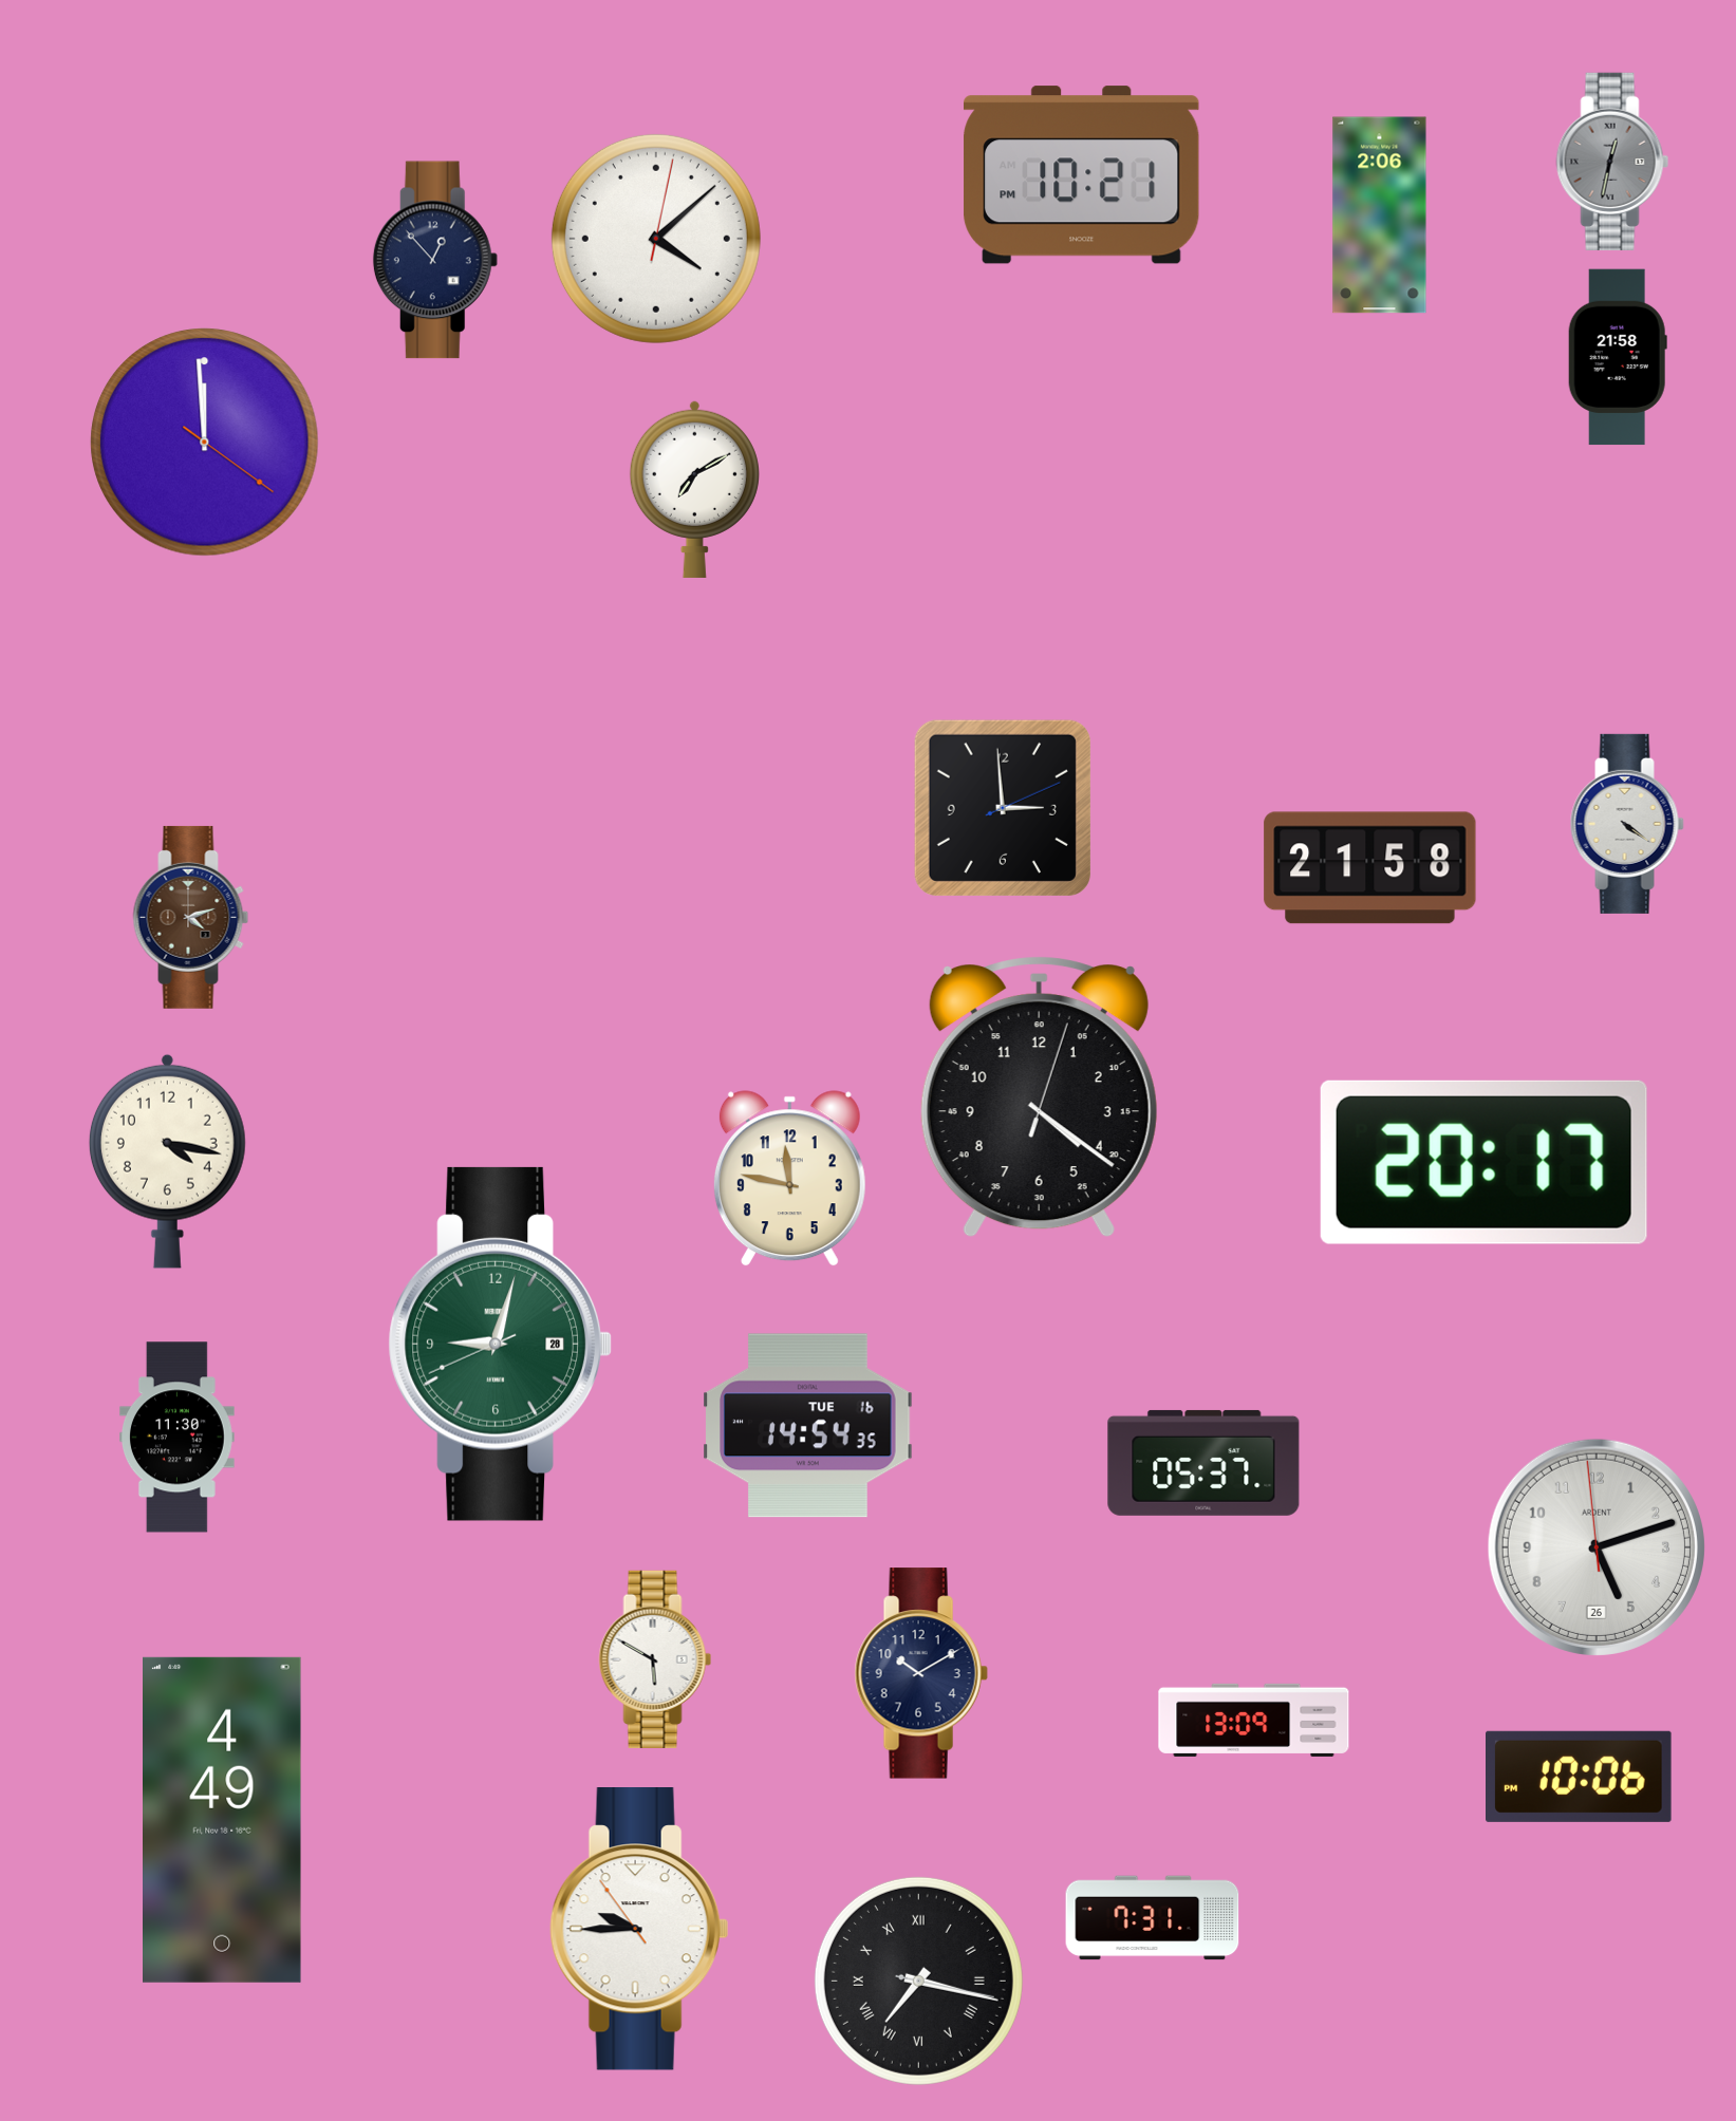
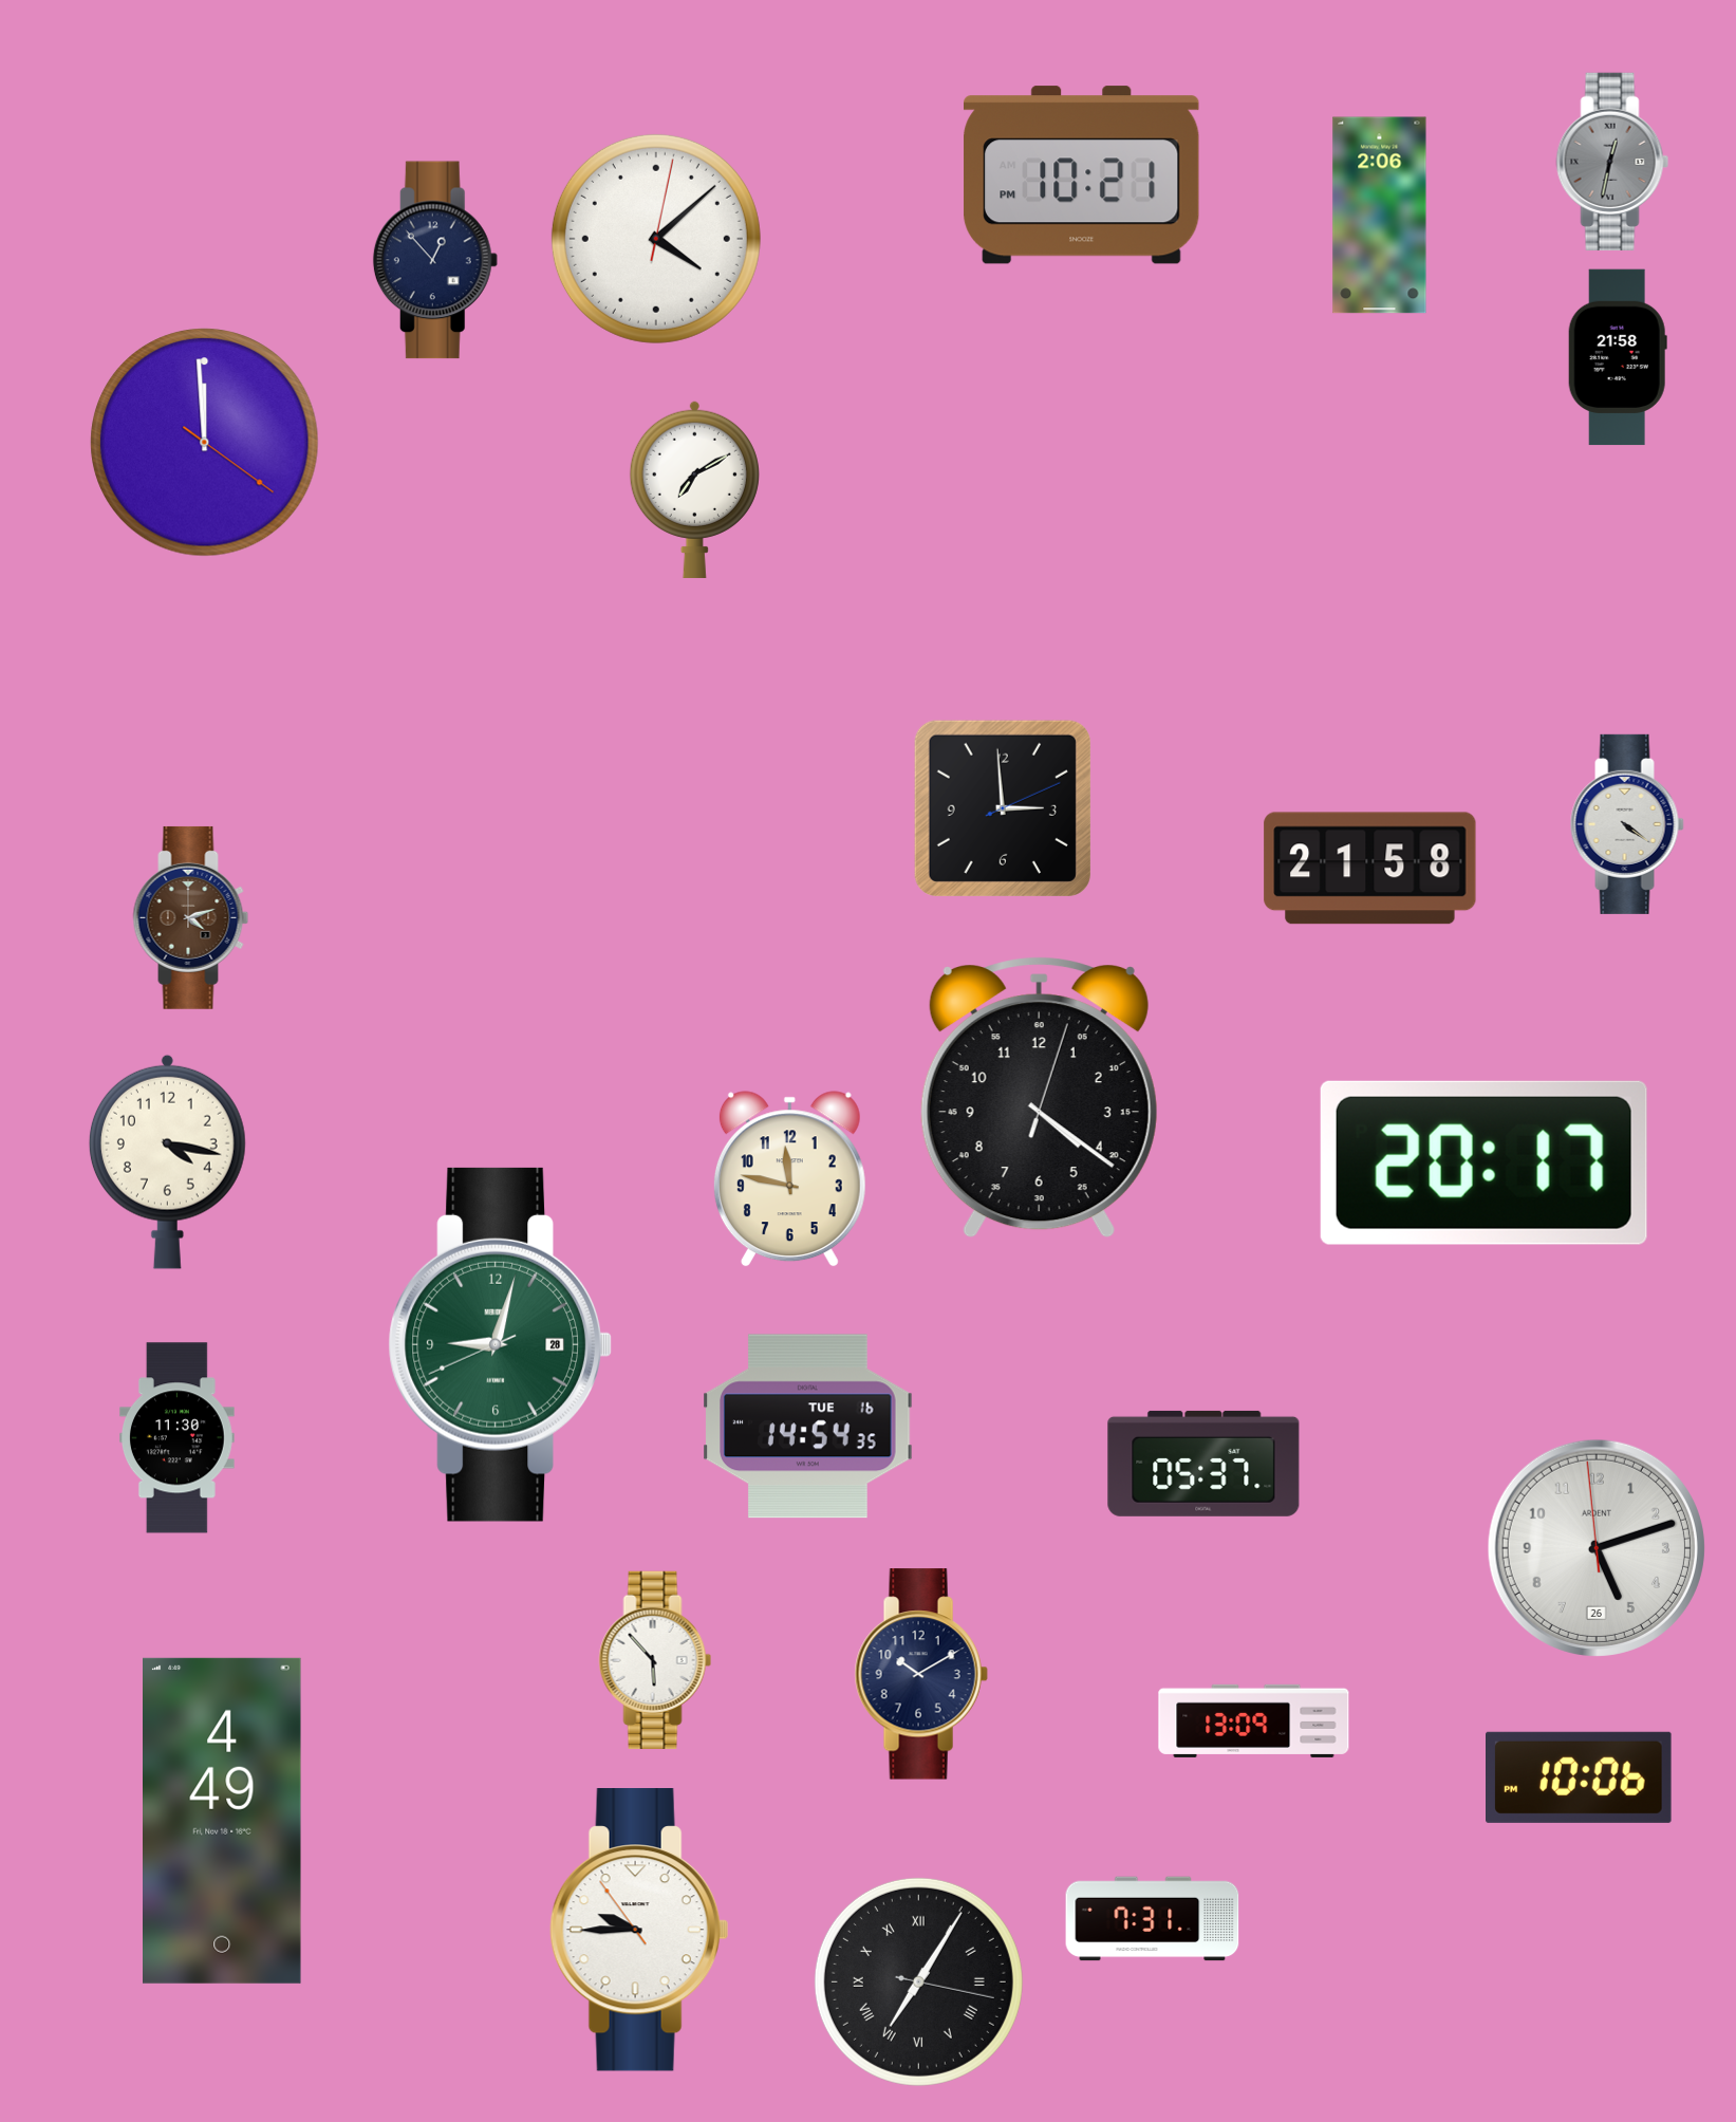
clock at (655, 1659): 5:50 -> 5:53
clock at (918, 1981): 7:17 -> 7:05
